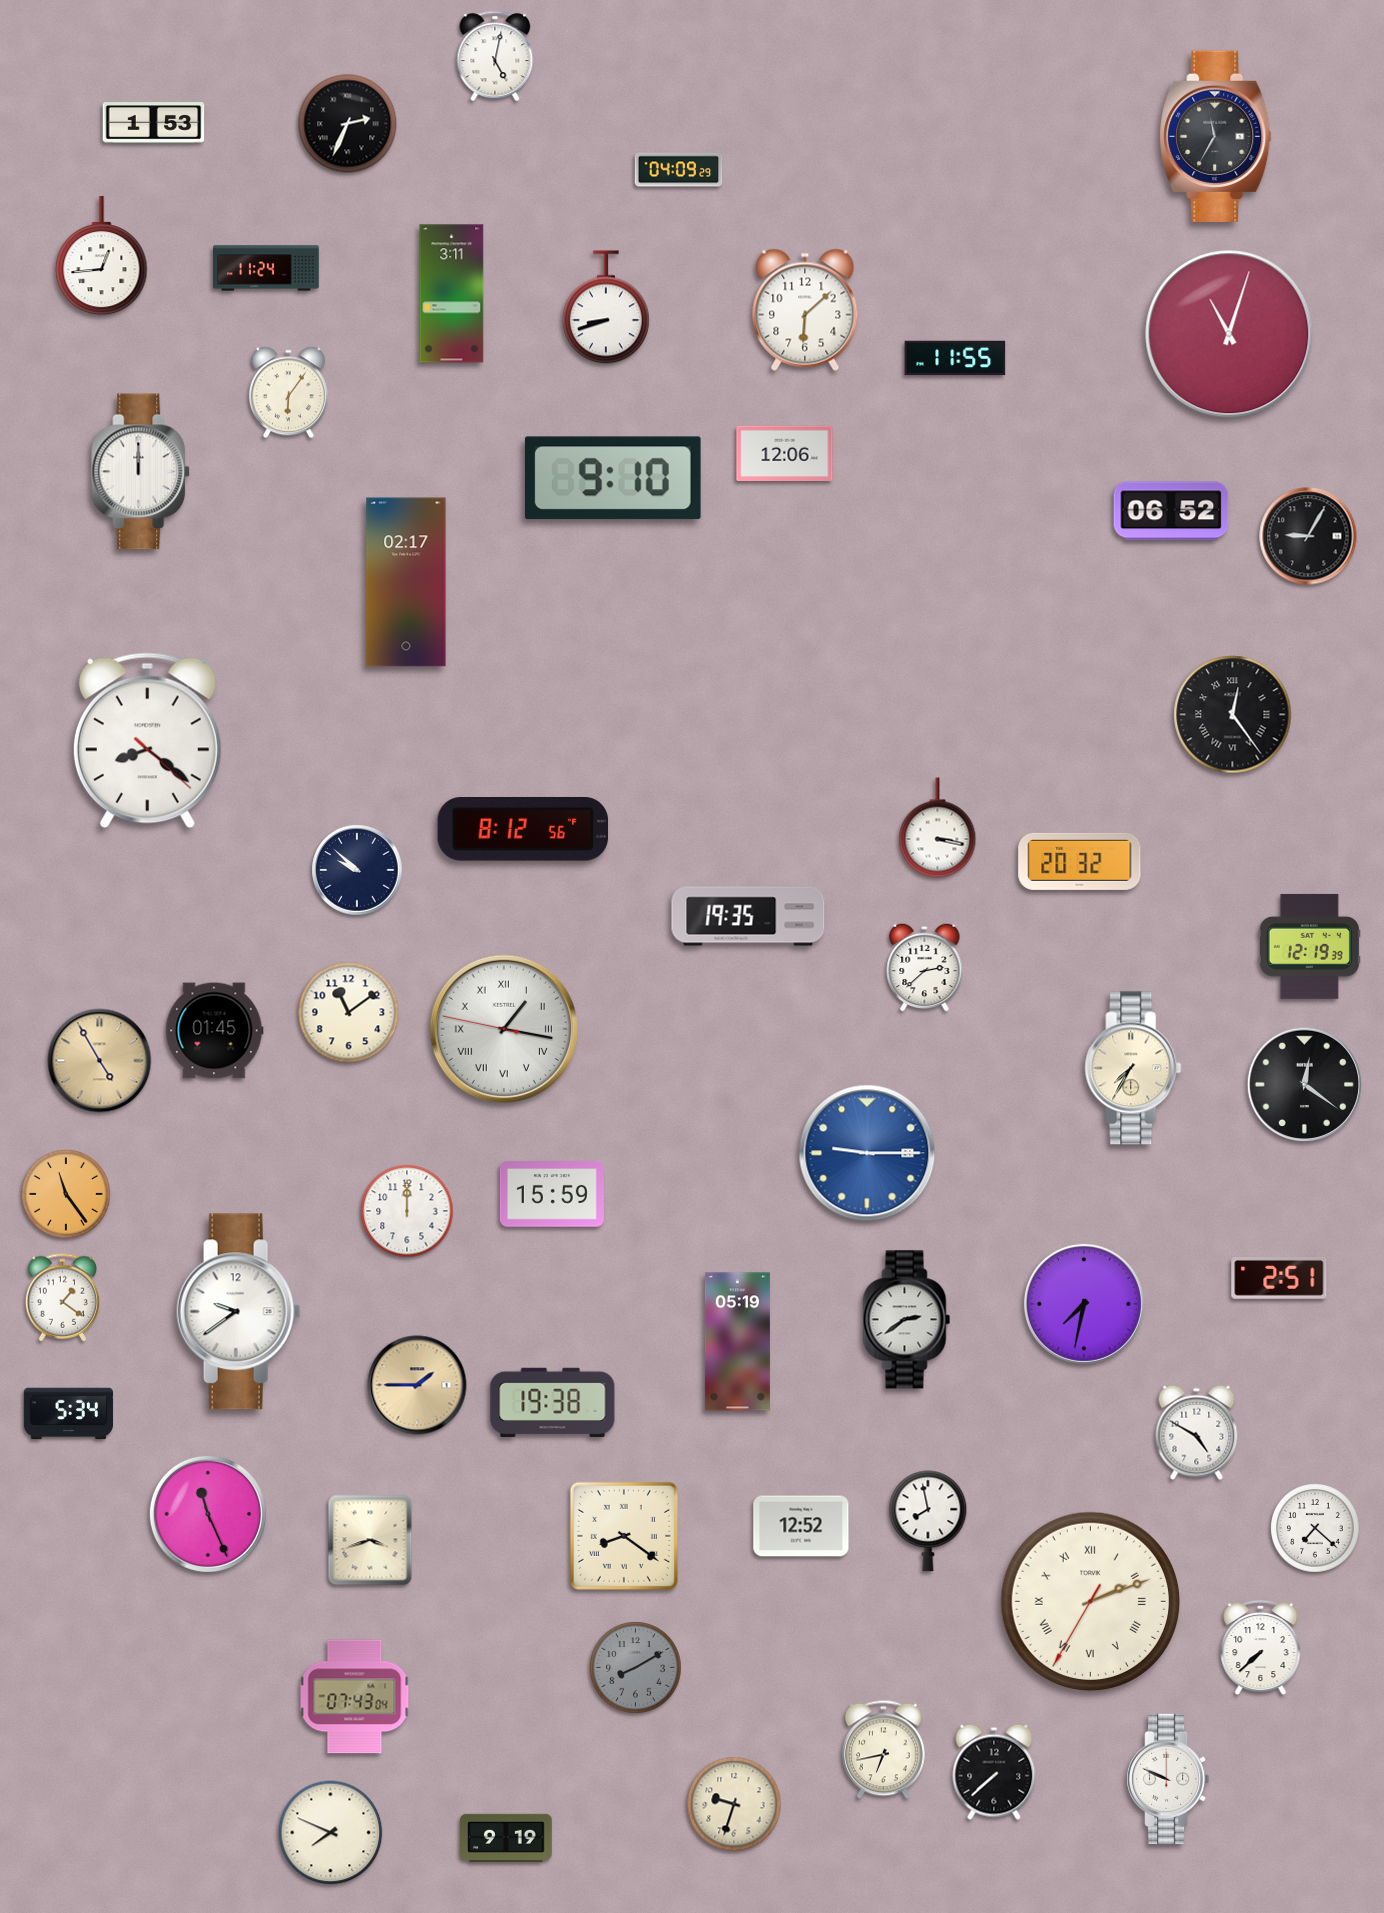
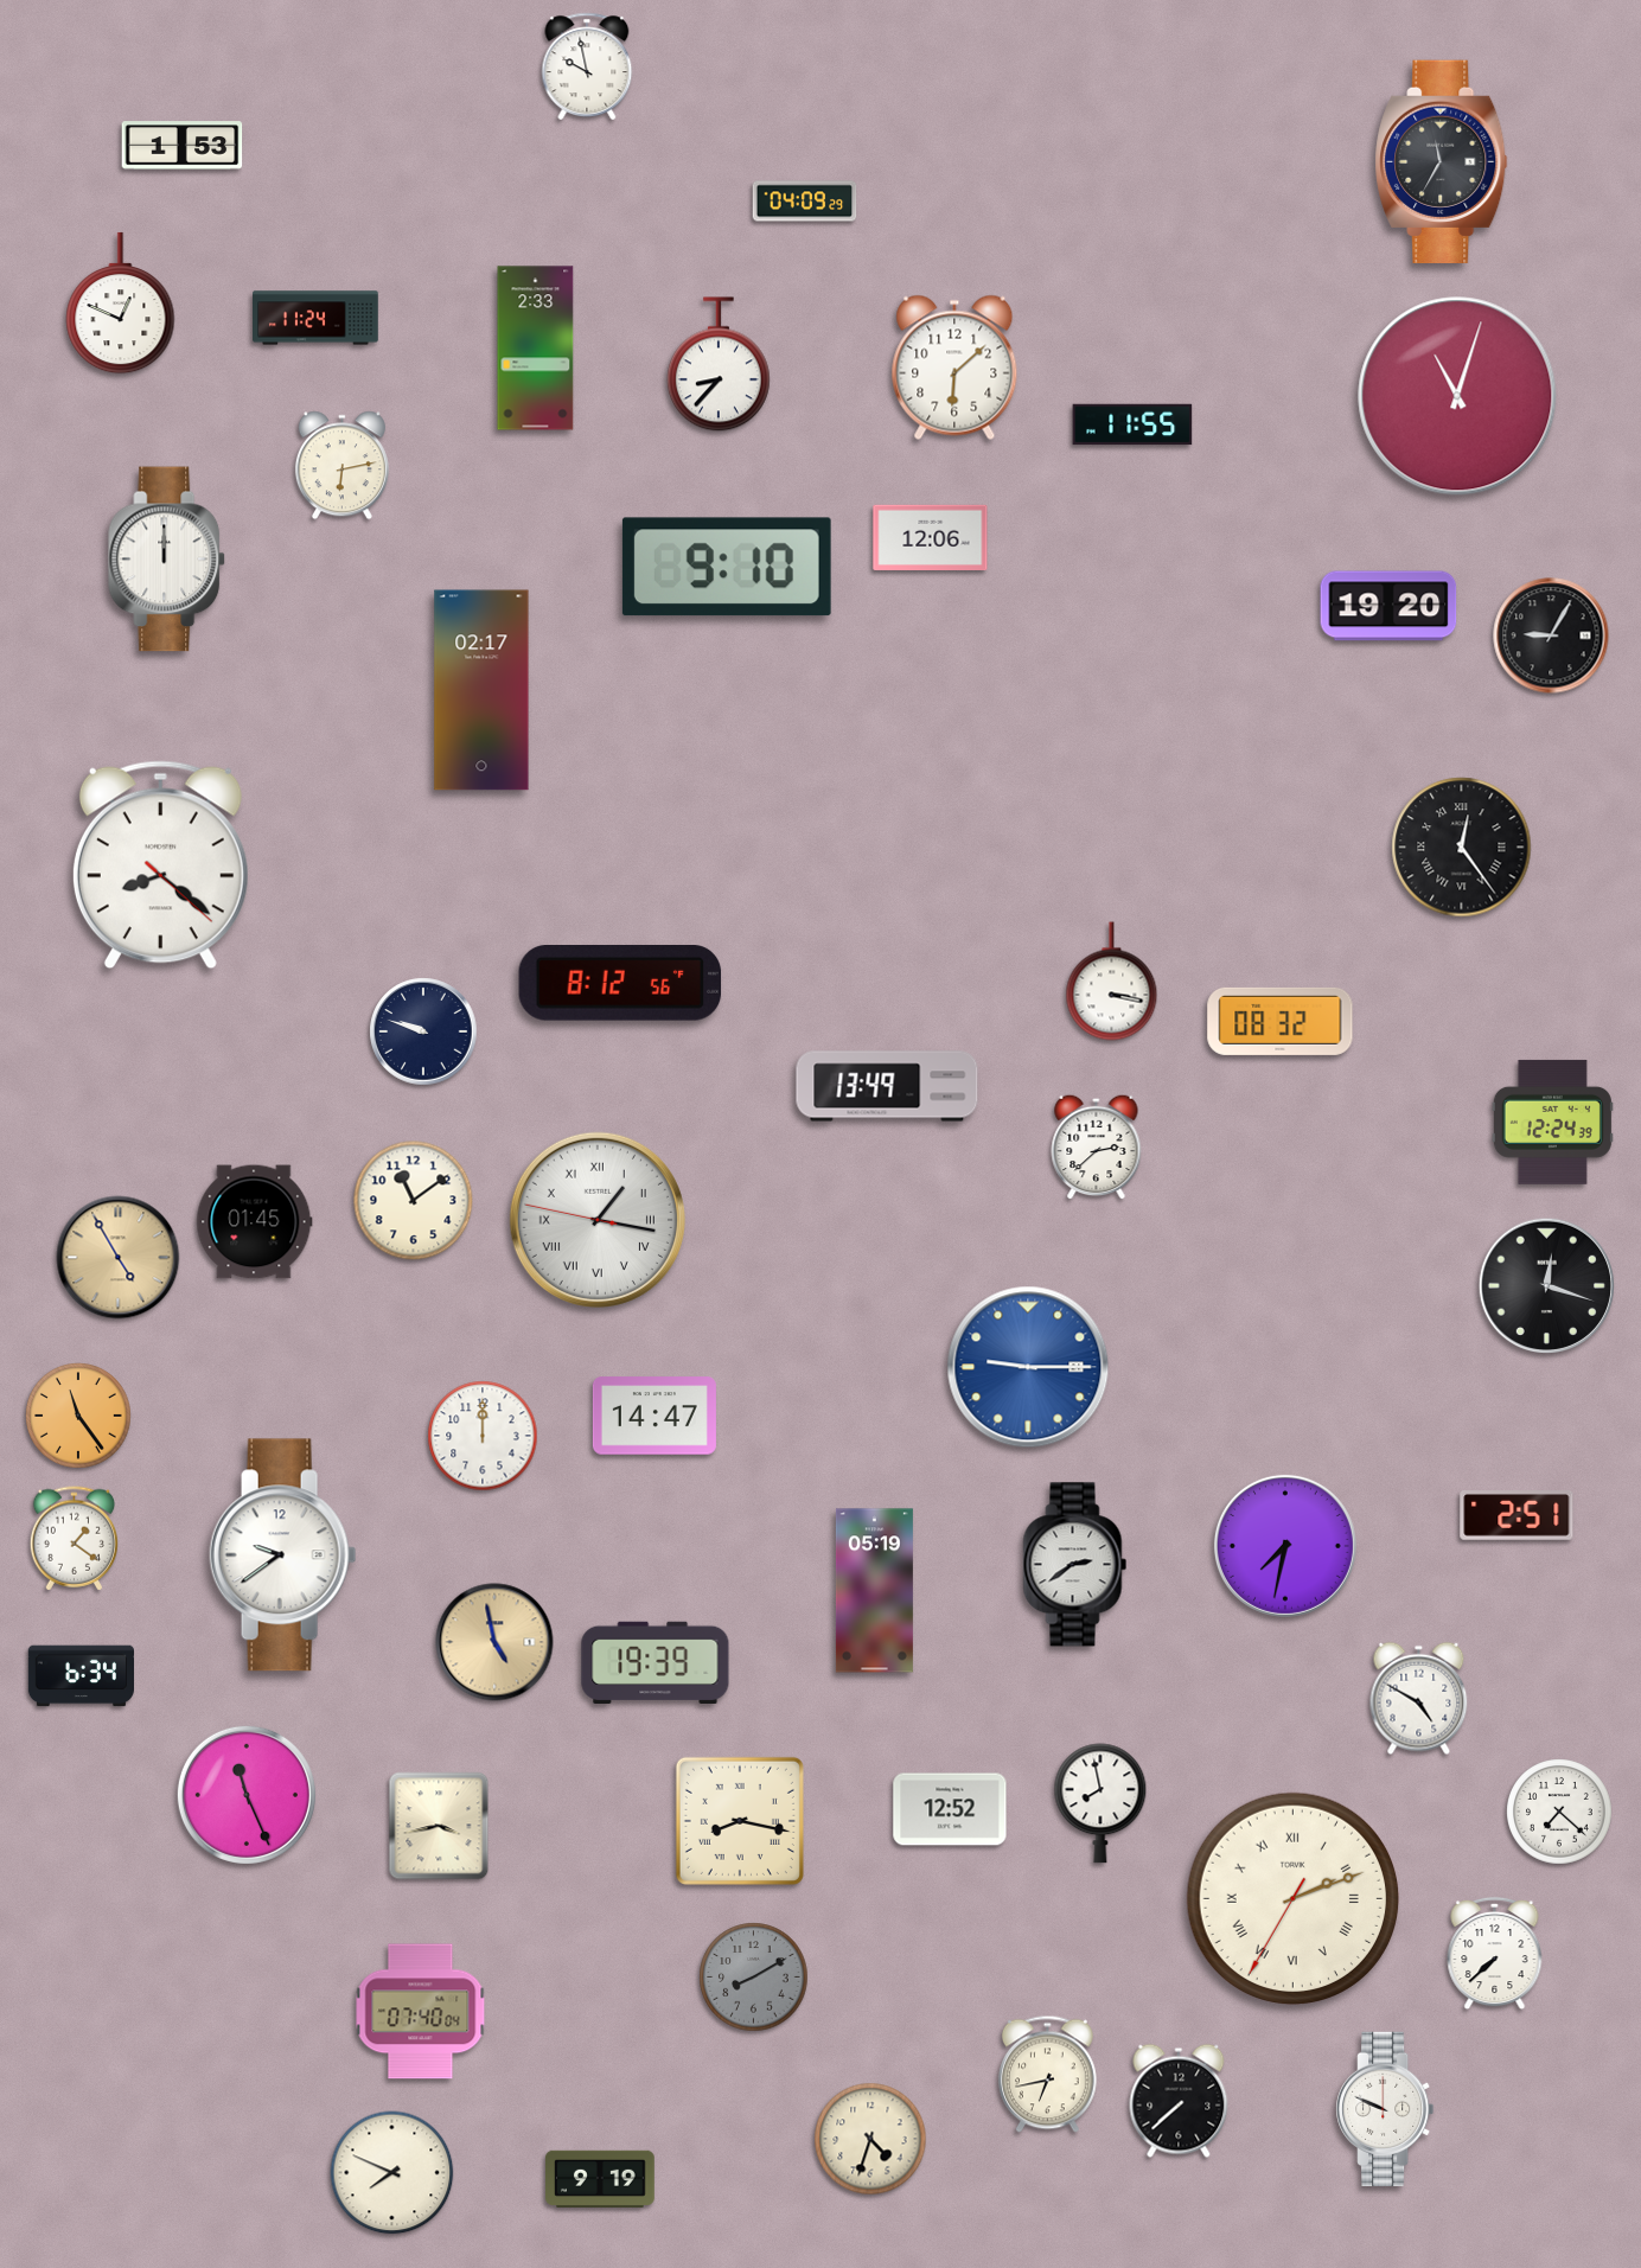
clock at (495, 55): 5:02 -> 9:58
clock at (348, 124): 2:34 -> none
clock at (102, 256): 12:44 -> 12:49
clock at (452, 294): 3:11 -> 2:33
clock at (606, 307): 8:42 -> 8:37
clock at (288, 393): 6:06 -> 6:13
clock at (1171, 511): 06:52 -> 19:20
clock at (147, 741) position: (147, 741) -> (160, 865)
clock at (1080, 861): 20:32 -> 08:32
clock at (357, 870): 9:52 -> 9:48
clock at (748, 916): 19:35 -> 13:49
clock at (1309, 946): 12:19 -> 12:24
clock at (1133, 1068): 7:35 -> none
clock at (1304, 1084): 12:21 -> 12:18
clock at (552, 1194): 15:59 -> 14:47
clock at (417, 1385): 1:45 -> 4:58
clock at (553, 1402): 19:38 -> 19:39
clock at (68, 1414): 5:34 -> 6:34
clock at (624, 1536): 8:21 -> 8:17
clock at (370, 1540): 3:42 -> 3:43
clock at (355, 1697): 07:43 -> 07:40
clock at (734, 1804): 9:33 -> 4:33
